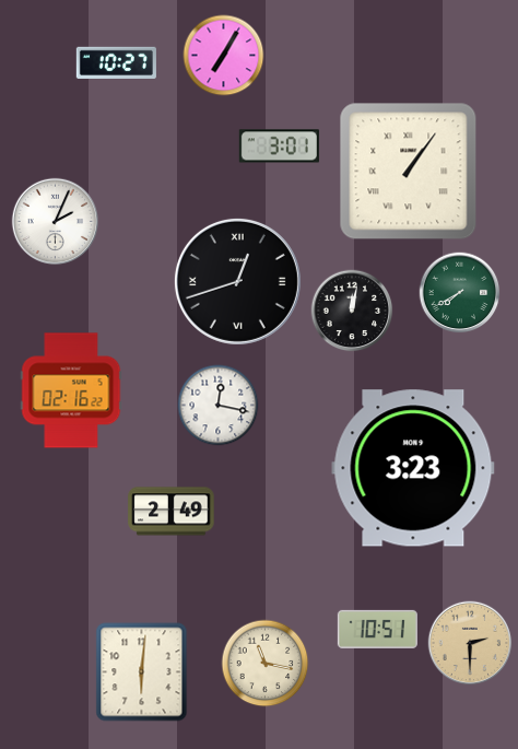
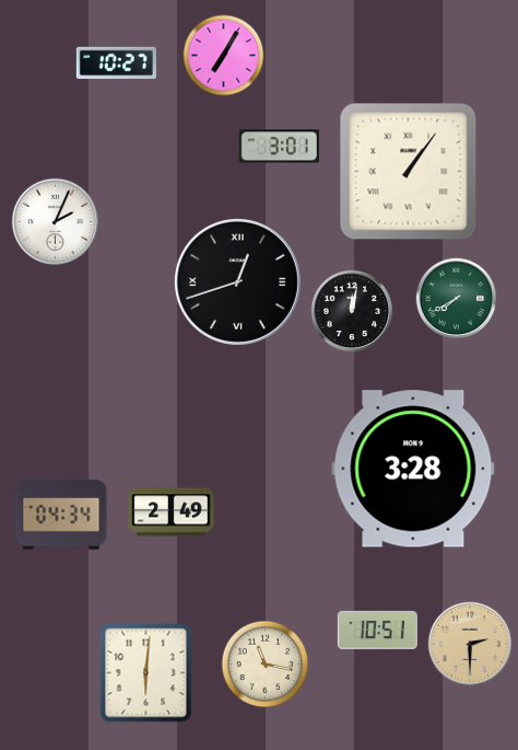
clock at (460, 293) position: (460, 293) -> (457, 299)
clock at (71, 390): 02:16 -> none
clock at (219, 406): 12:17 -> none
clock at (413, 468): 3:23 -> 3:28
clock at (61, 515): none -> 04:34
clock at (142, 672) position: (142, 672) -> (146, 673)
